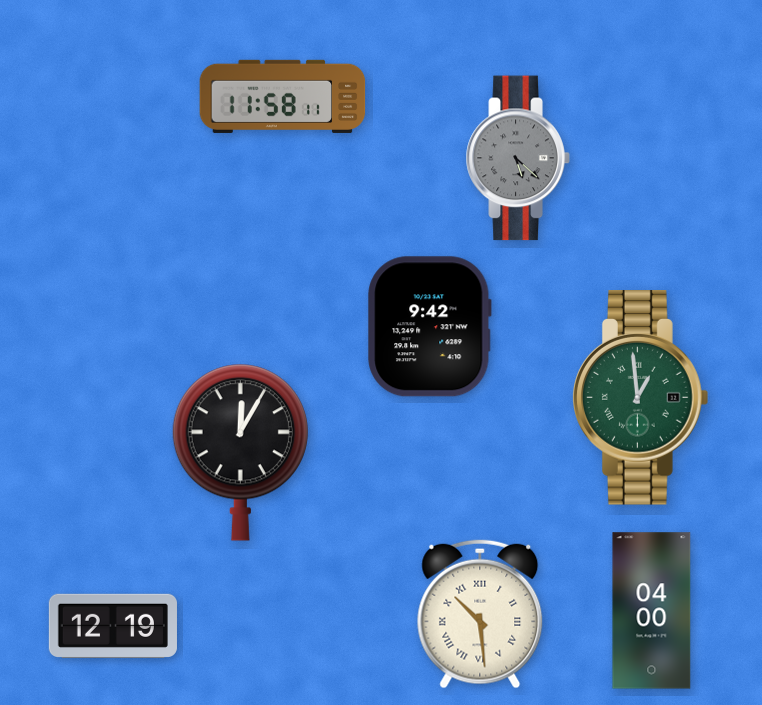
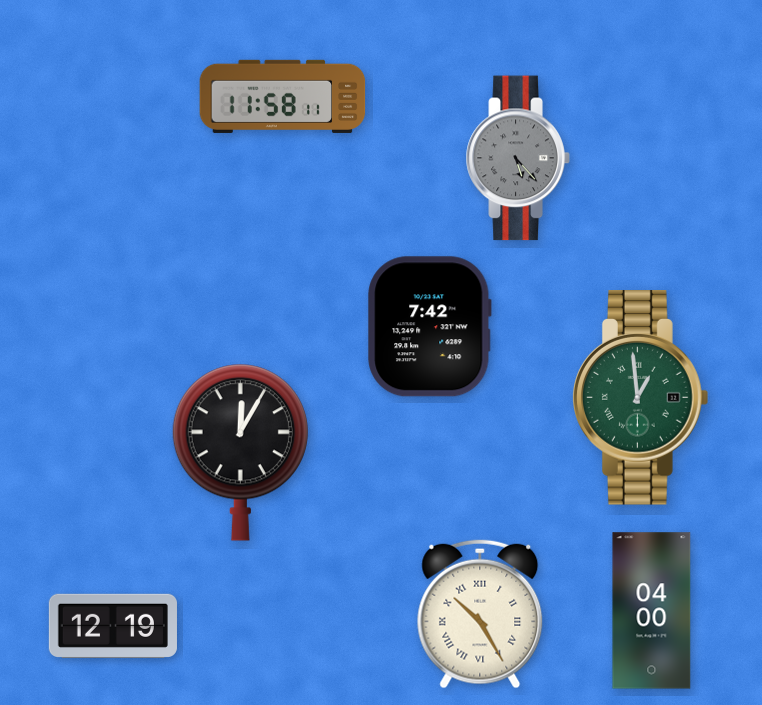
clock at (518, 158): 5:22 -> 5:23
clock at (430, 327): 9:42 -> 7:42
clock at (480, 614): 10:29 -> 10:25
